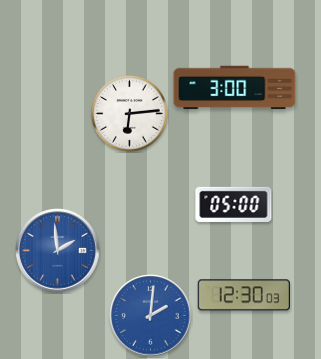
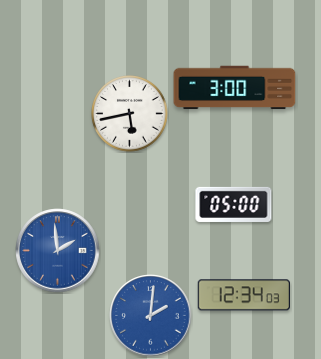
clock at (130, 114): 6:14 -> 5:43
clock at (244, 295): 12:30 -> 12:34
